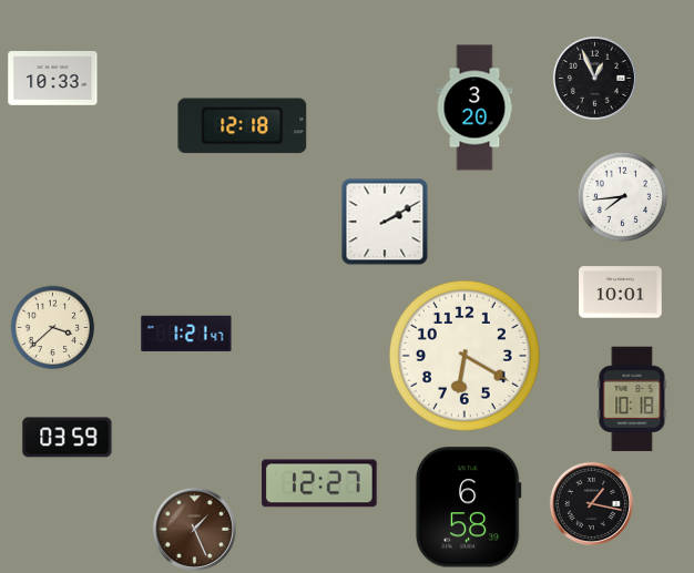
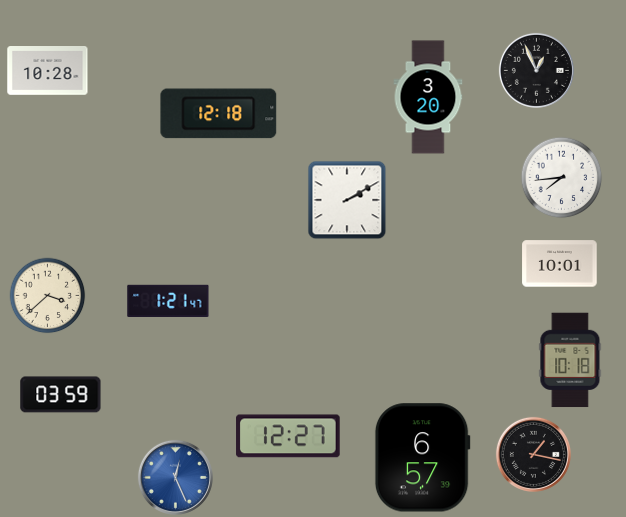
clock at (53, 79): 10:33 -> 10:28
clock at (465, 356): 6:20 -> none
clock at (468, 508): 6:58 -> 6:57
clock at (194, 529): 1:26 -> 12:26
clock at (194, 529) dial: brown -> blue
